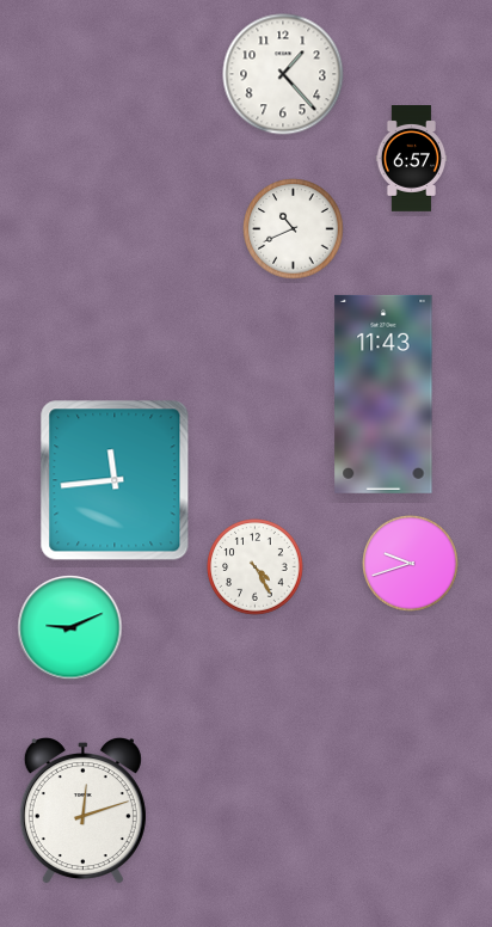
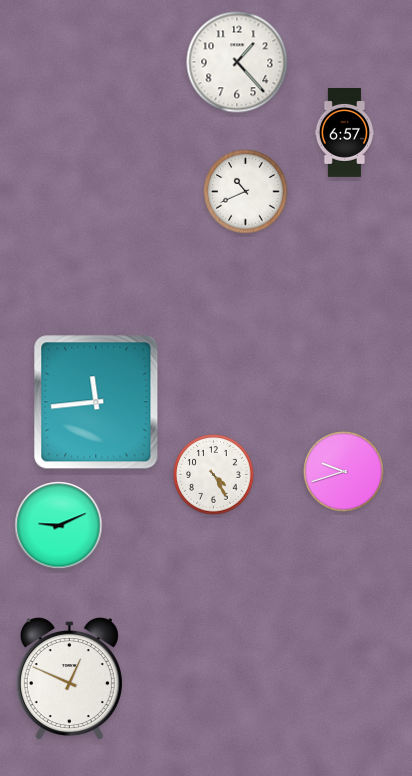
clock at (383, 394): 11:43 -> none
clock at (82, 812): 12:12 -> 12:49
